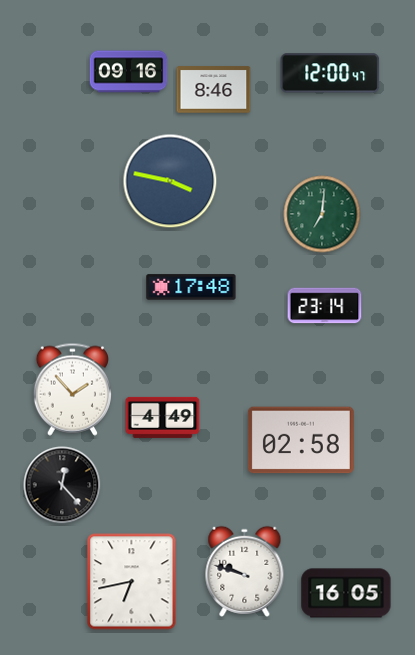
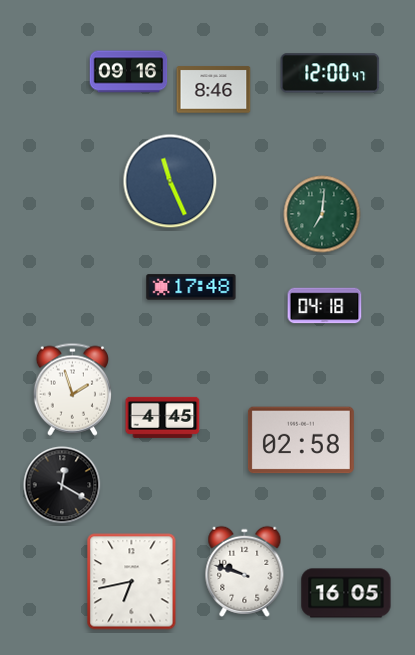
clock at (170, 181): 3:47 -> 11:26
clock at (325, 306): 23:14 -> 04:18
clock at (72, 389): 1:53 -> 1:57
clock at (163, 417): 4:49 -> 4:45
clock at (62, 485): 12:23 -> 12:20
